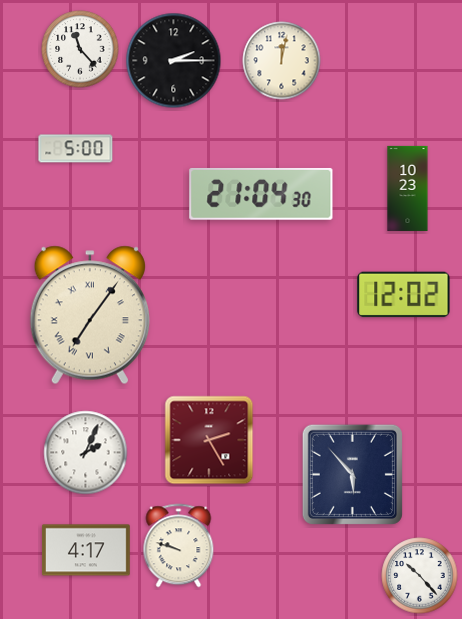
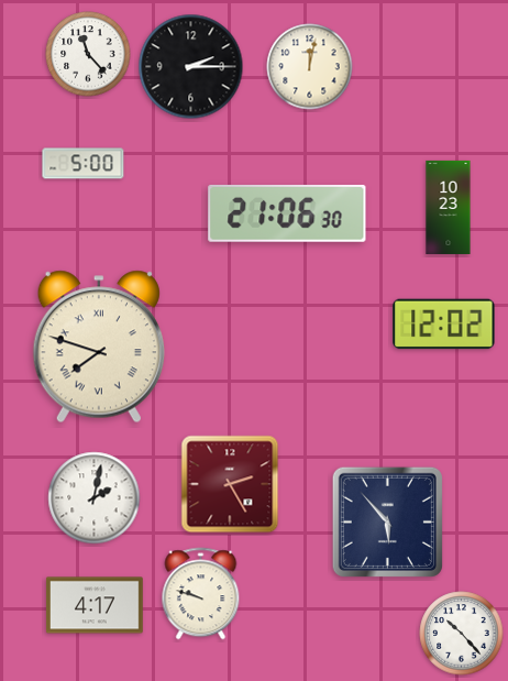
clock at (261, 194): 21:04 -> 21:06
clock at (90, 315): 7:06 -> 7:48
clock at (86, 453): 2:04 -> 2:02
clock at (179, 546) position: (179, 546) -> (201, 594)
